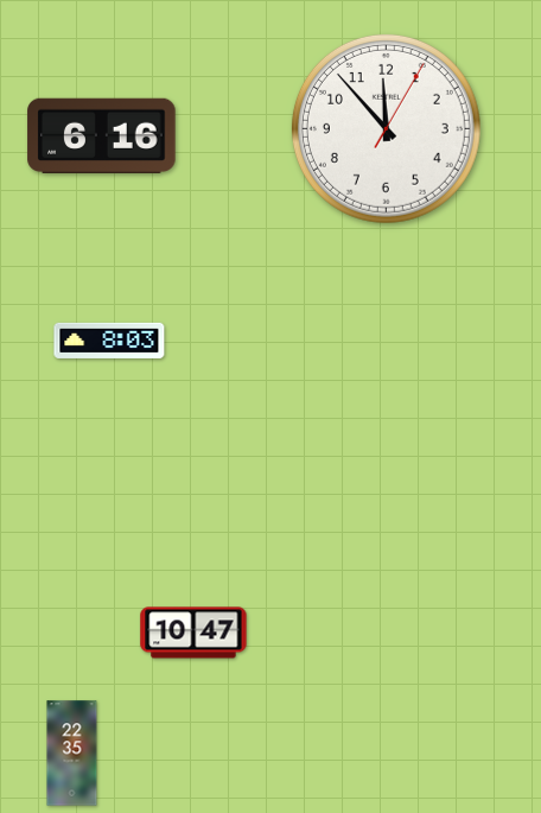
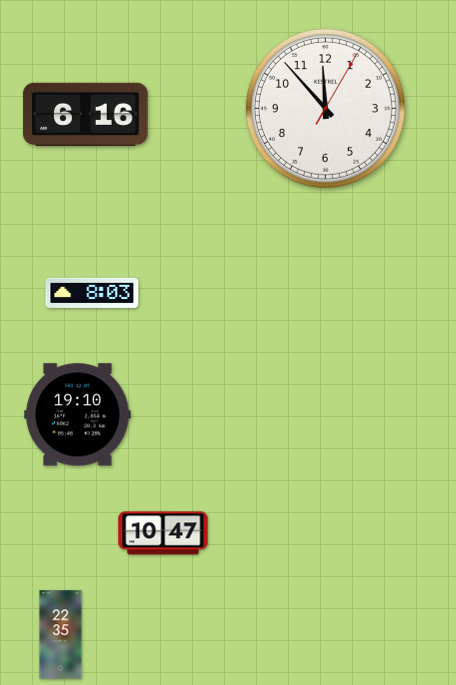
clock at (109, 341) position: (109, 341) -> (92, 293)
clock at (78, 415): none -> 19:10
